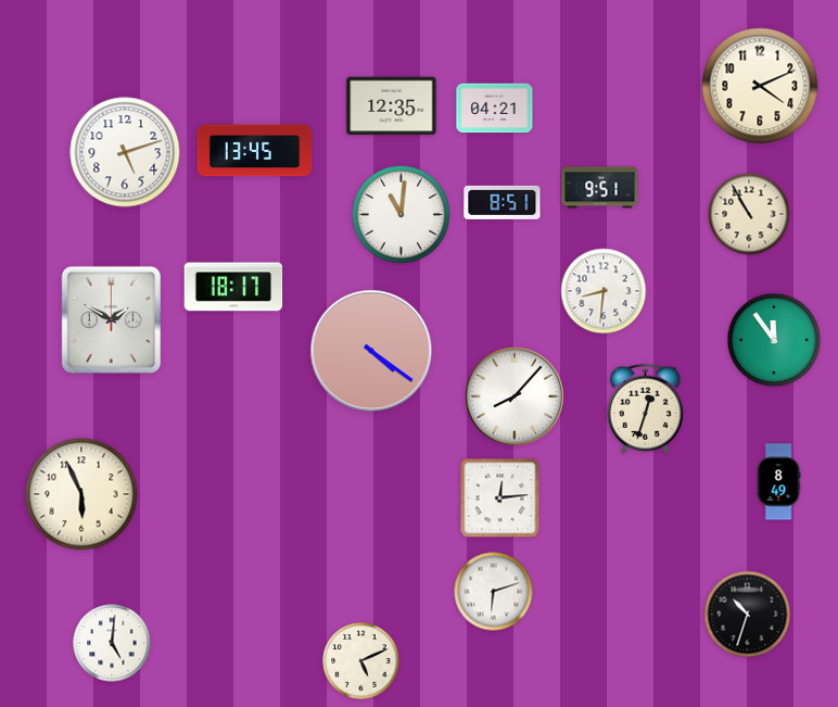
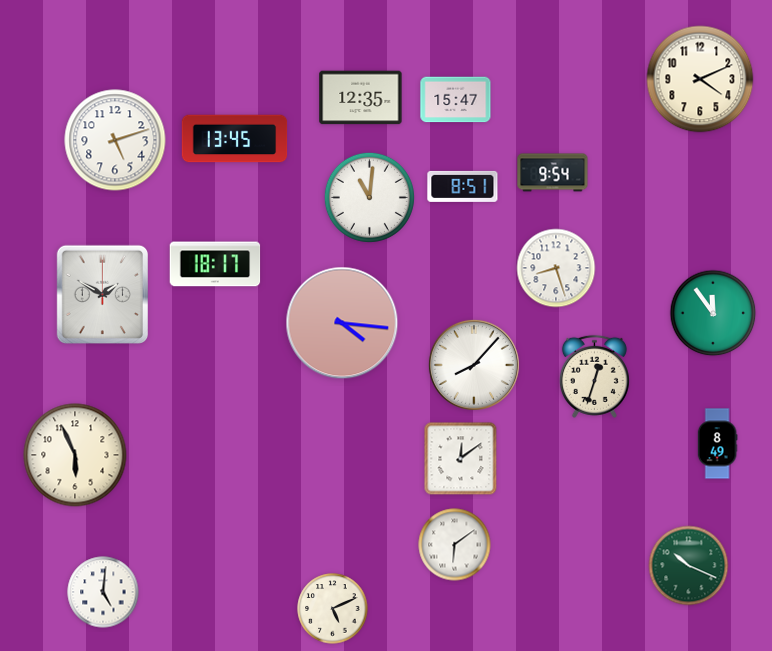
clock at (495, 109): 04:21 -> 15:47
clock at (600, 188): 9:51 -> 9:54
clock at (749, 214): 10:55 -> none
clock at (604, 291): 8:31 -> 8:27
clock at (371, 351): 4:21 -> 4:16
clock at (500, 498): 12:14 -> 12:09
clock at (494, 592): 6:12 -> 6:09
clock at (748, 615): 10:33 -> 10:19
clock at (748, 615) dial: black -> green
